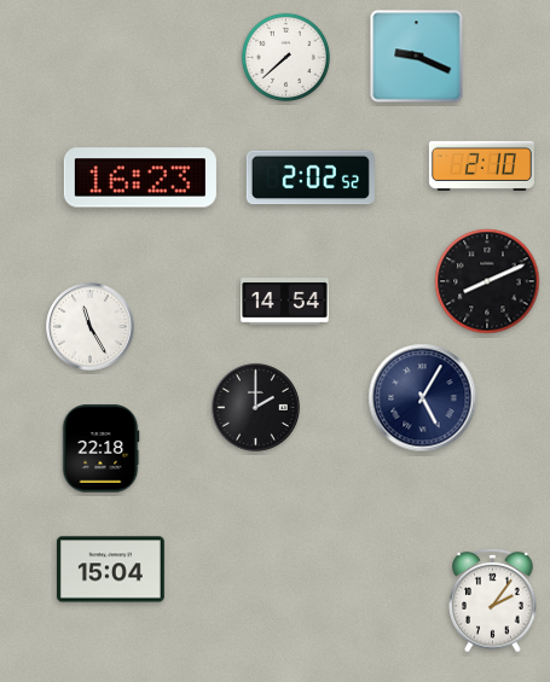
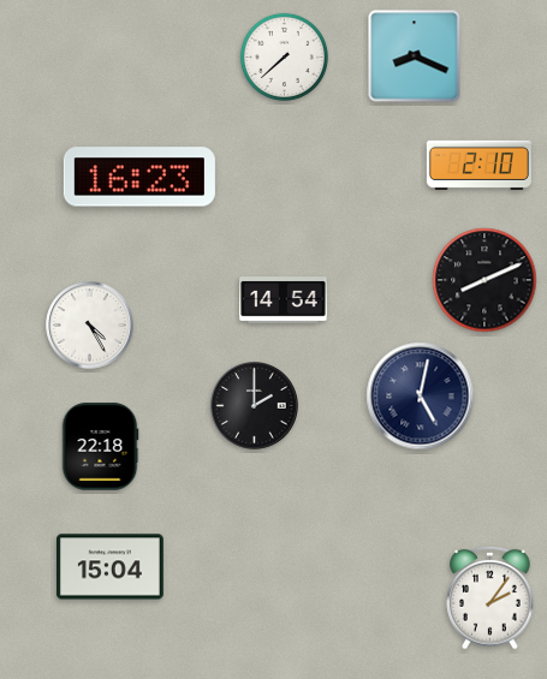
clock at (417, 57): 9:19 -> 8:19
clock at (311, 177): 2:02 -> none
clock at (91, 327): 11:25 -> 4:25
clock at (423, 398): 5:05 -> 5:02
